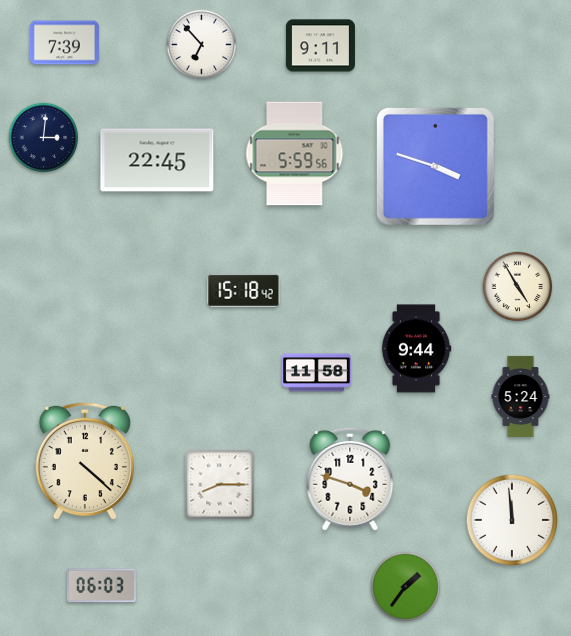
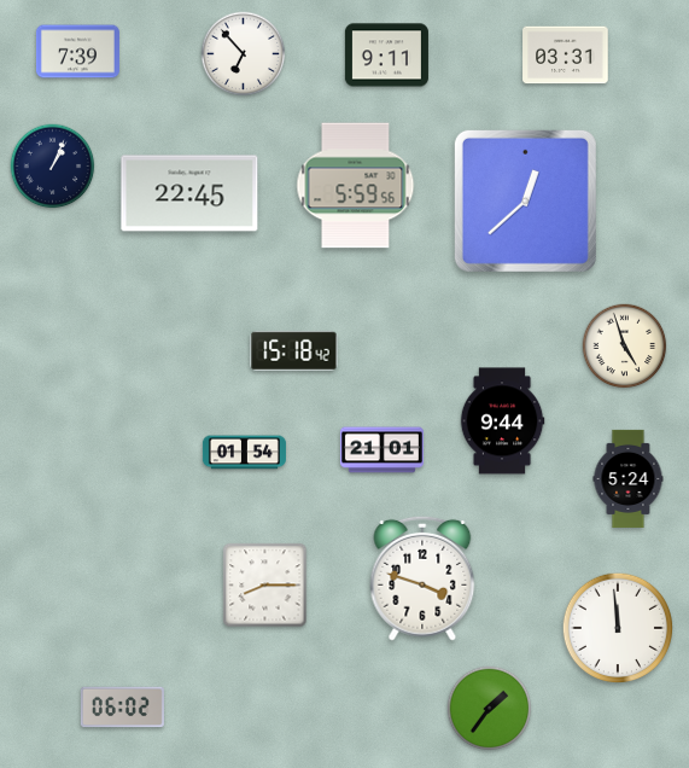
clock at (566, 56): none -> 03:31
clock at (44, 138): 3:01 -> 1:04
clock at (435, 166): 3:48 -> 12:38
clock at (518, 287): 4:55 -> 4:57
clock at (316, 373): 11:58 -> 21:01
clock at (244, 453): none -> 01:54
clock at (85, 461): 4:22 -> none
clock at (101, 586): 06:03 -> 06:02
